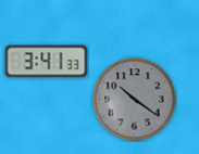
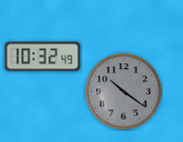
clock at (47, 62): 3:41 -> 10:32
